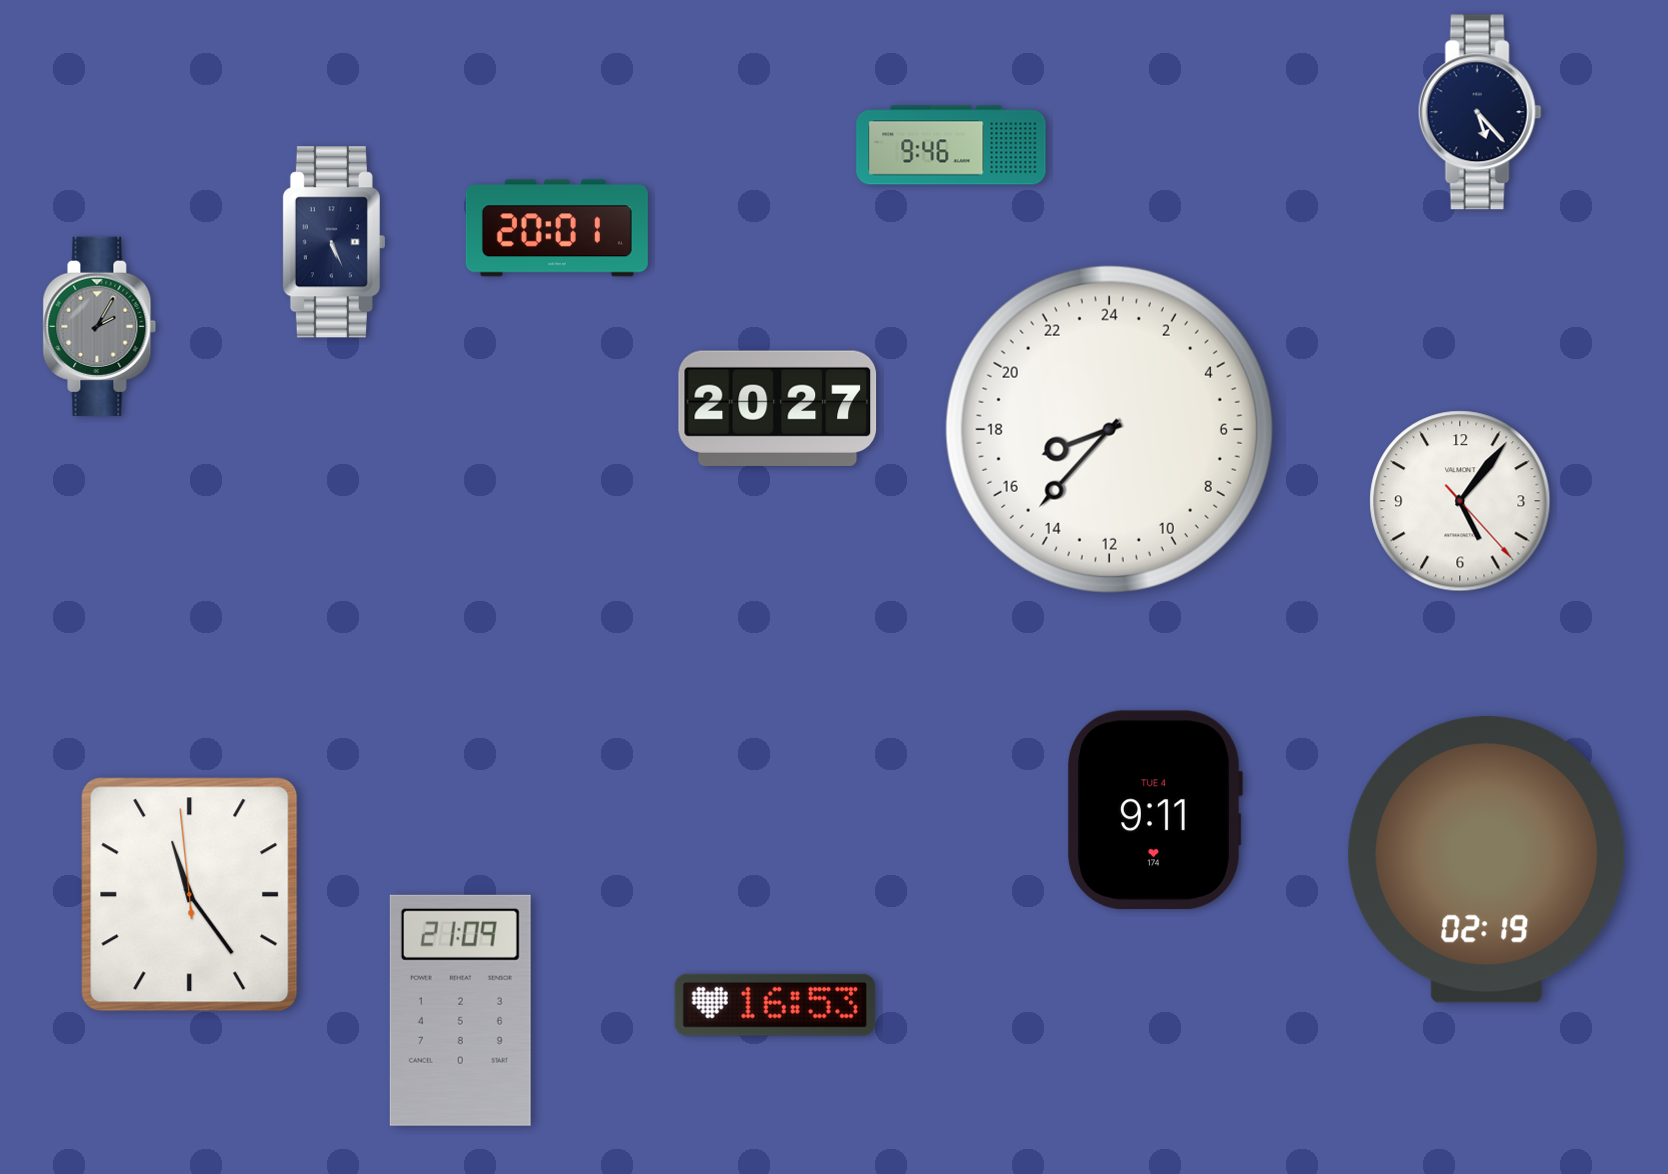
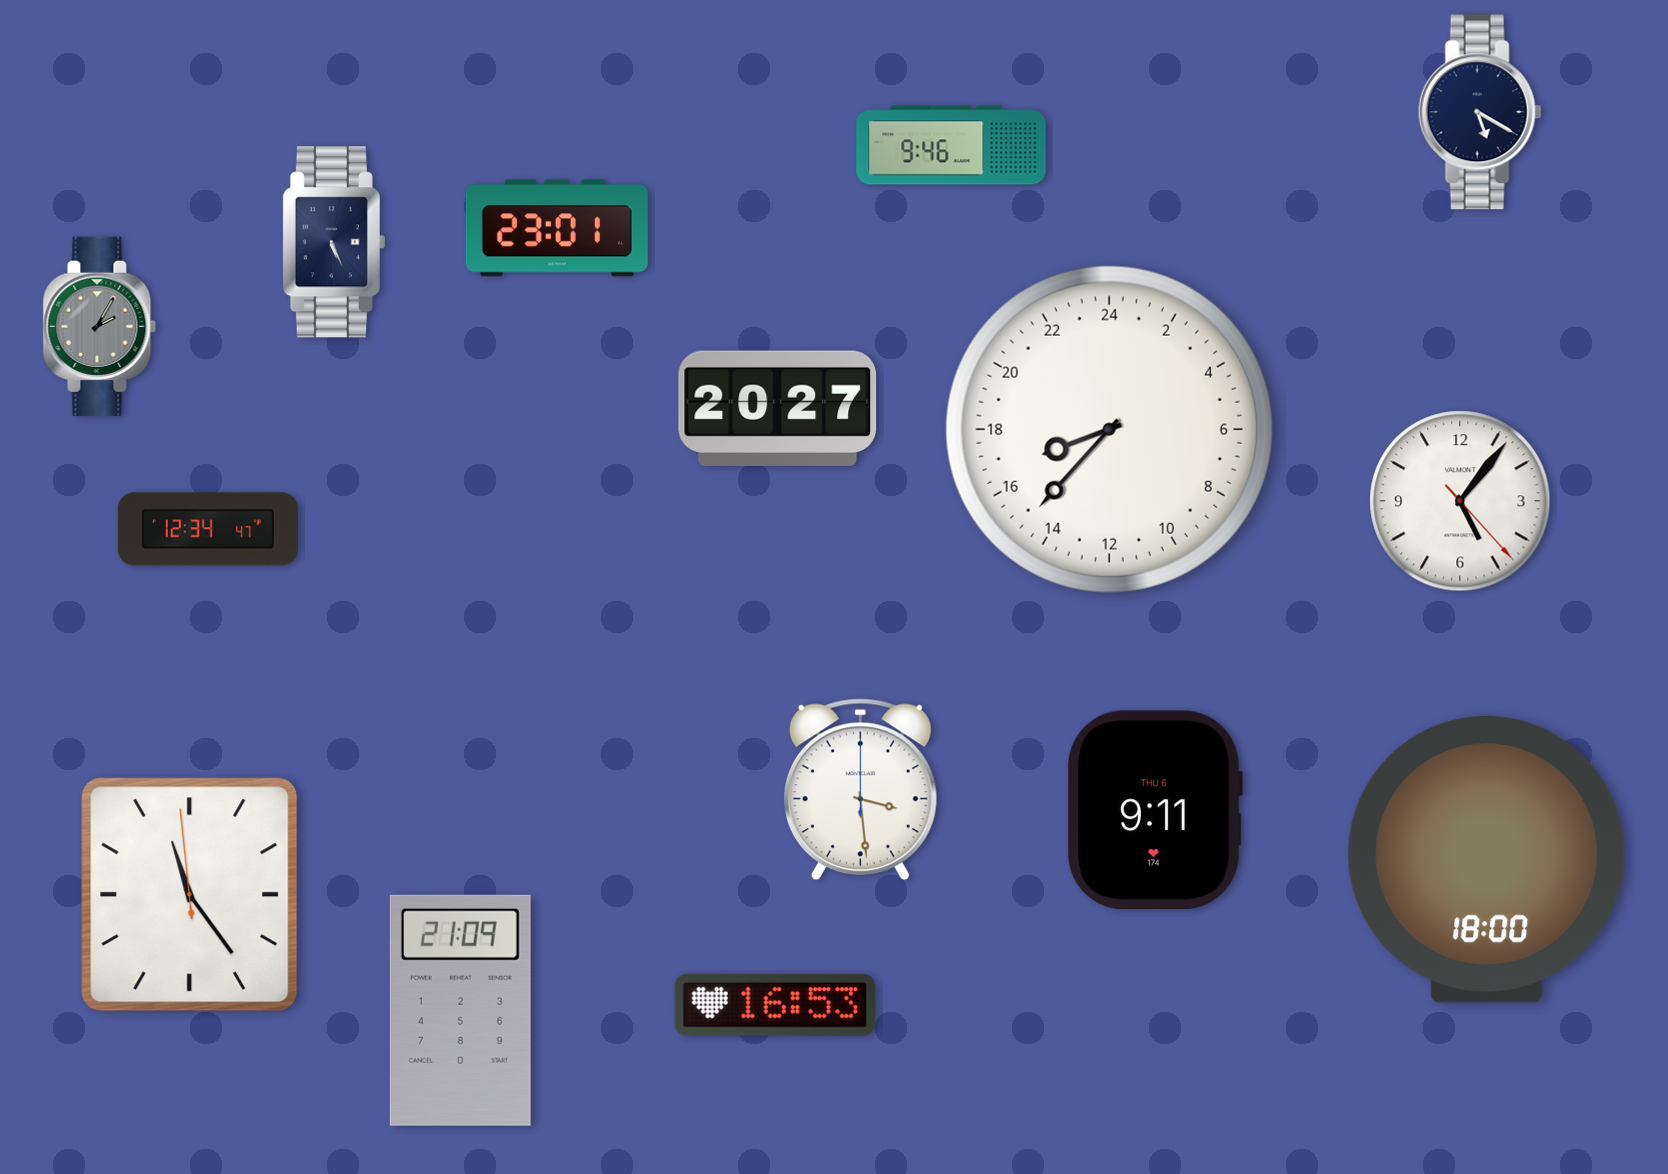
clock at (1480, 112): 5:23 -> 5:20
clock at (557, 228): 20:01 -> 23:01
clock at (208, 529): none -> 12:34
clock at (860, 790): none -> 3:29
clock at (1154, 810) date: TUE 4 -> THU 6
clock at (1487, 860): 02:19 -> 18:00
